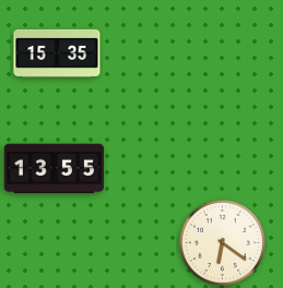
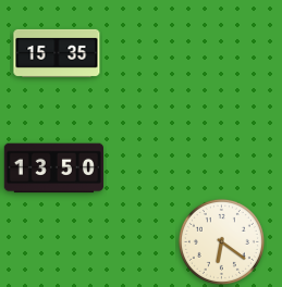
clock at (54, 169): 13:55 -> 13:50
